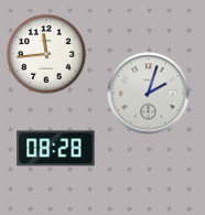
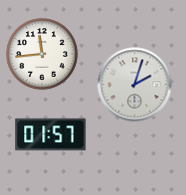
clock at (46, 54) position: (46, 54) -> (42, 54)
clock at (56, 149): 08:28 -> 01:57
